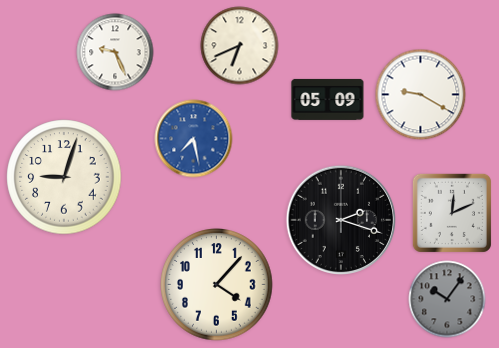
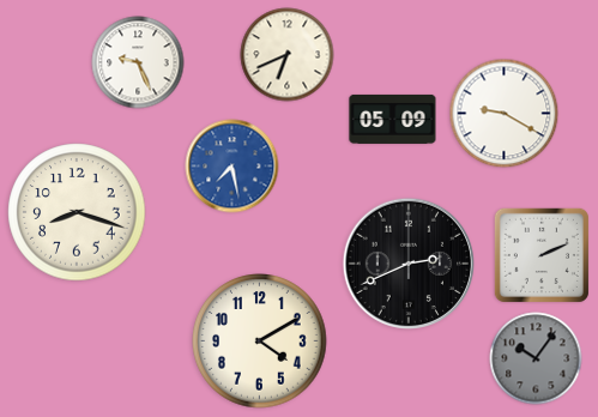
clock at (64, 177): 9:03 -> 8:18
clock at (452, 213): 12:11 -> 2:11
clock at (340, 219): 2:18 -> 2:41
clock at (217, 285): 4:07 -> 4:10
